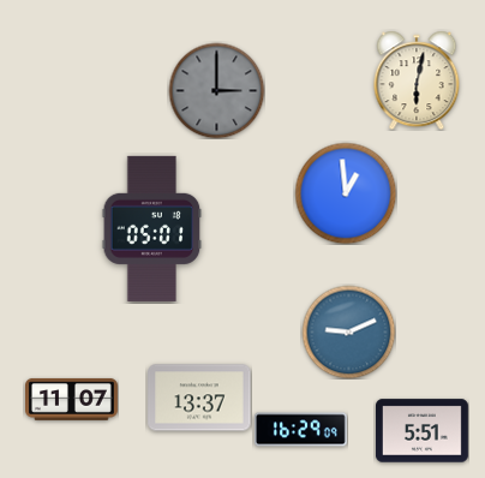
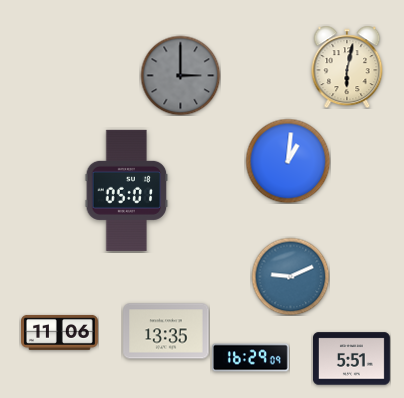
clock at (346, 193): 12:59 -> 1:01
clock at (199, 398): 13:37 -> 13:35
clock at (72, 399): 11:07 -> 11:06
